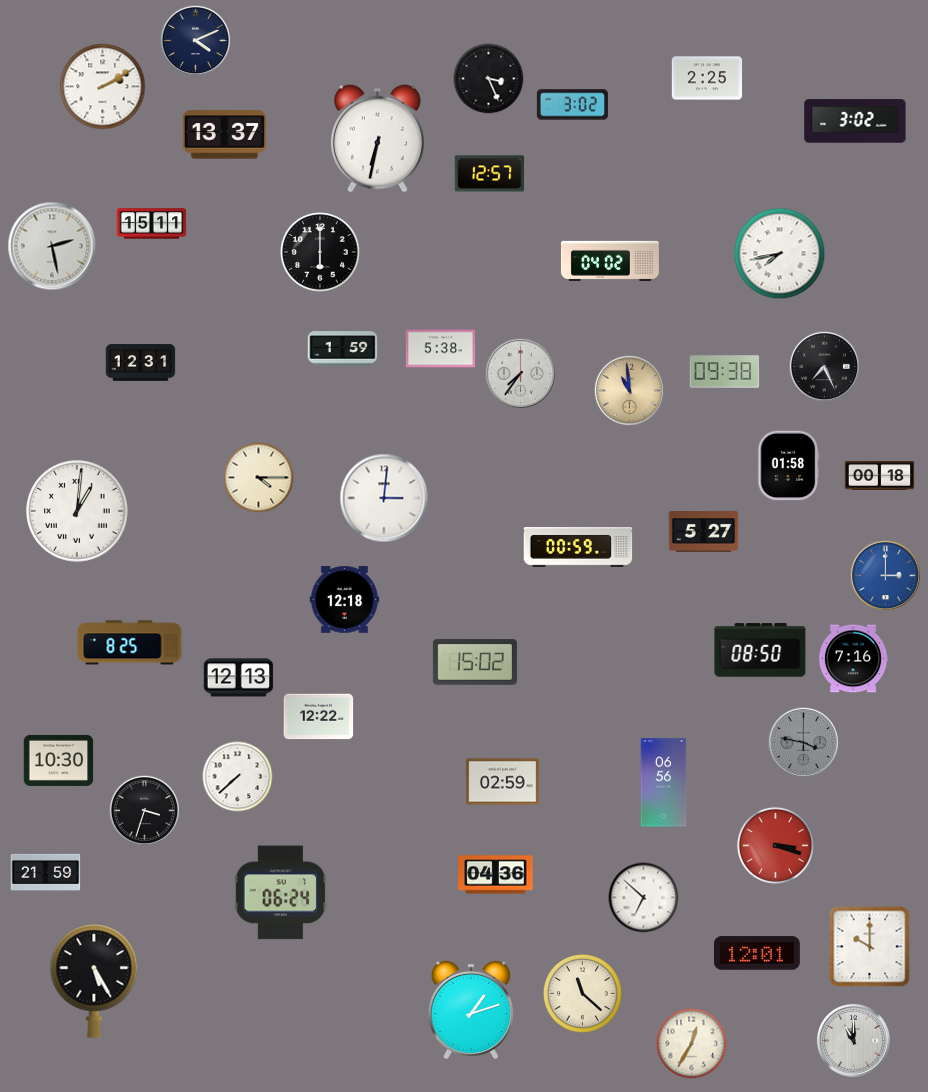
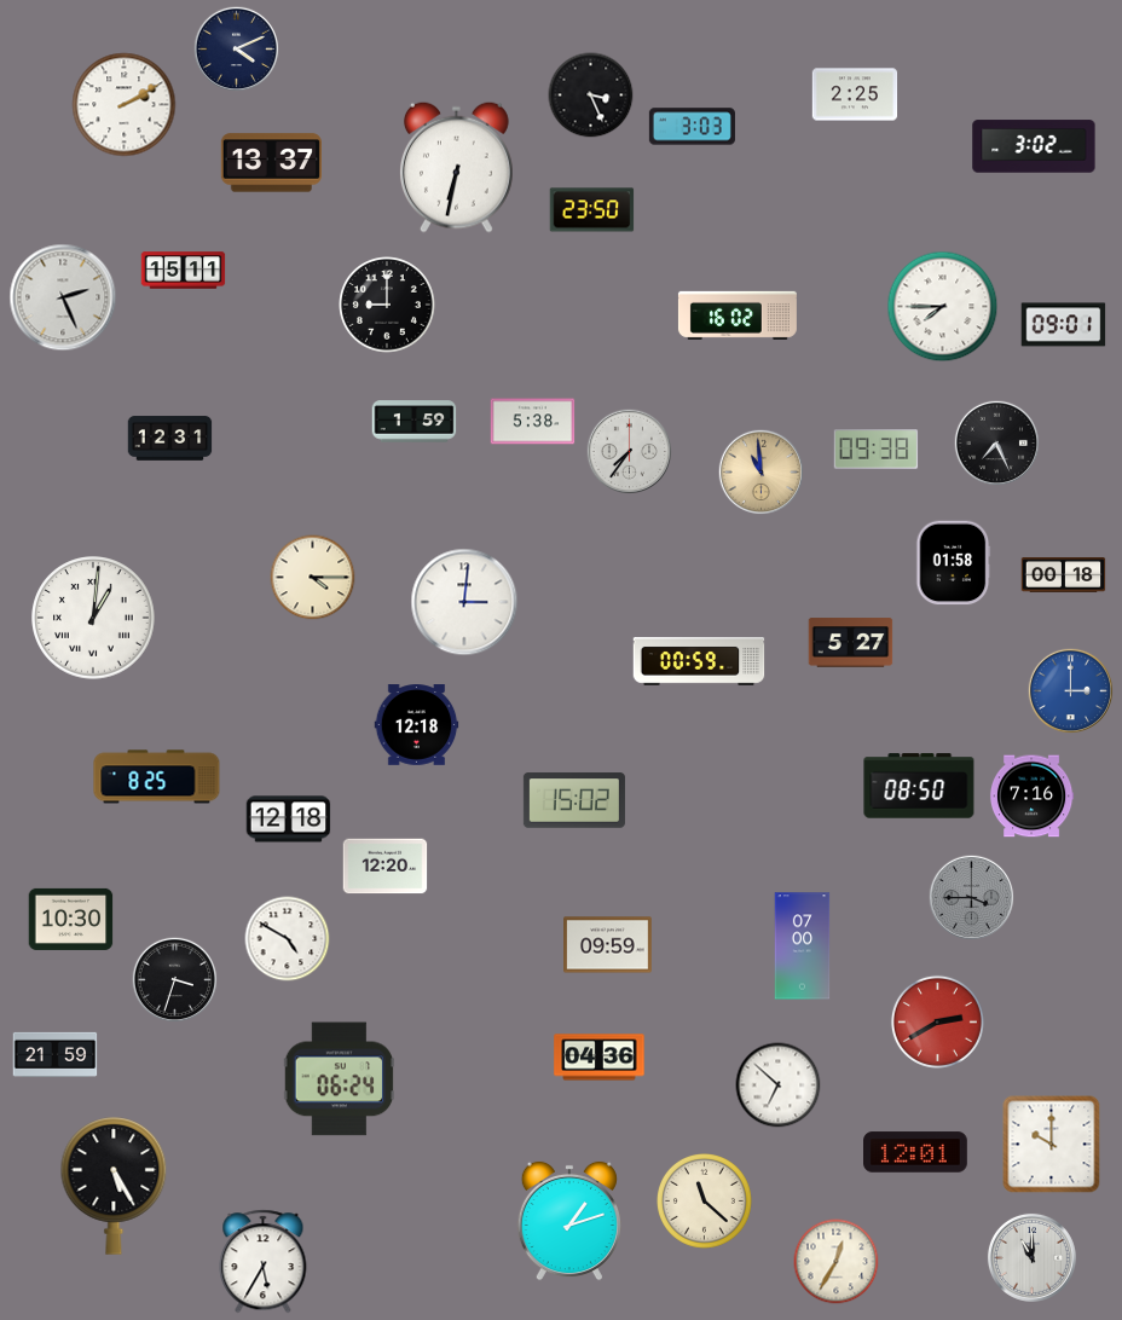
clock at (572, 105): 3:02 -> 3:03
clock at (490, 174): 12:57 -> 23:50
clock at (52, 246): 2:28 -> 2:26
clock at (320, 252): 6:00 -> 9:00
clock at (780, 254): 7:43 -> 7:45
clock at (610, 261): 04:02 -> 16:02
clock at (1064, 325): none -> 09:01
clock at (886, 576) position: (886, 576) -> (1071, 691)
clock at (239, 678): 12:13 -> 12:18
clock at (319, 717): 12:22 -> 12:20
clock at (804, 743): 3:47 -> 3:45
clock at (238, 777): 7:38 -> 4:50
clock at (503, 782): 02:59 -> 09:59
clock at (664, 783): 06:56 -> 07:00
clock at (775, 845): 3:18 -> 2:40
clock at (264, 1262): none -> 5:35
